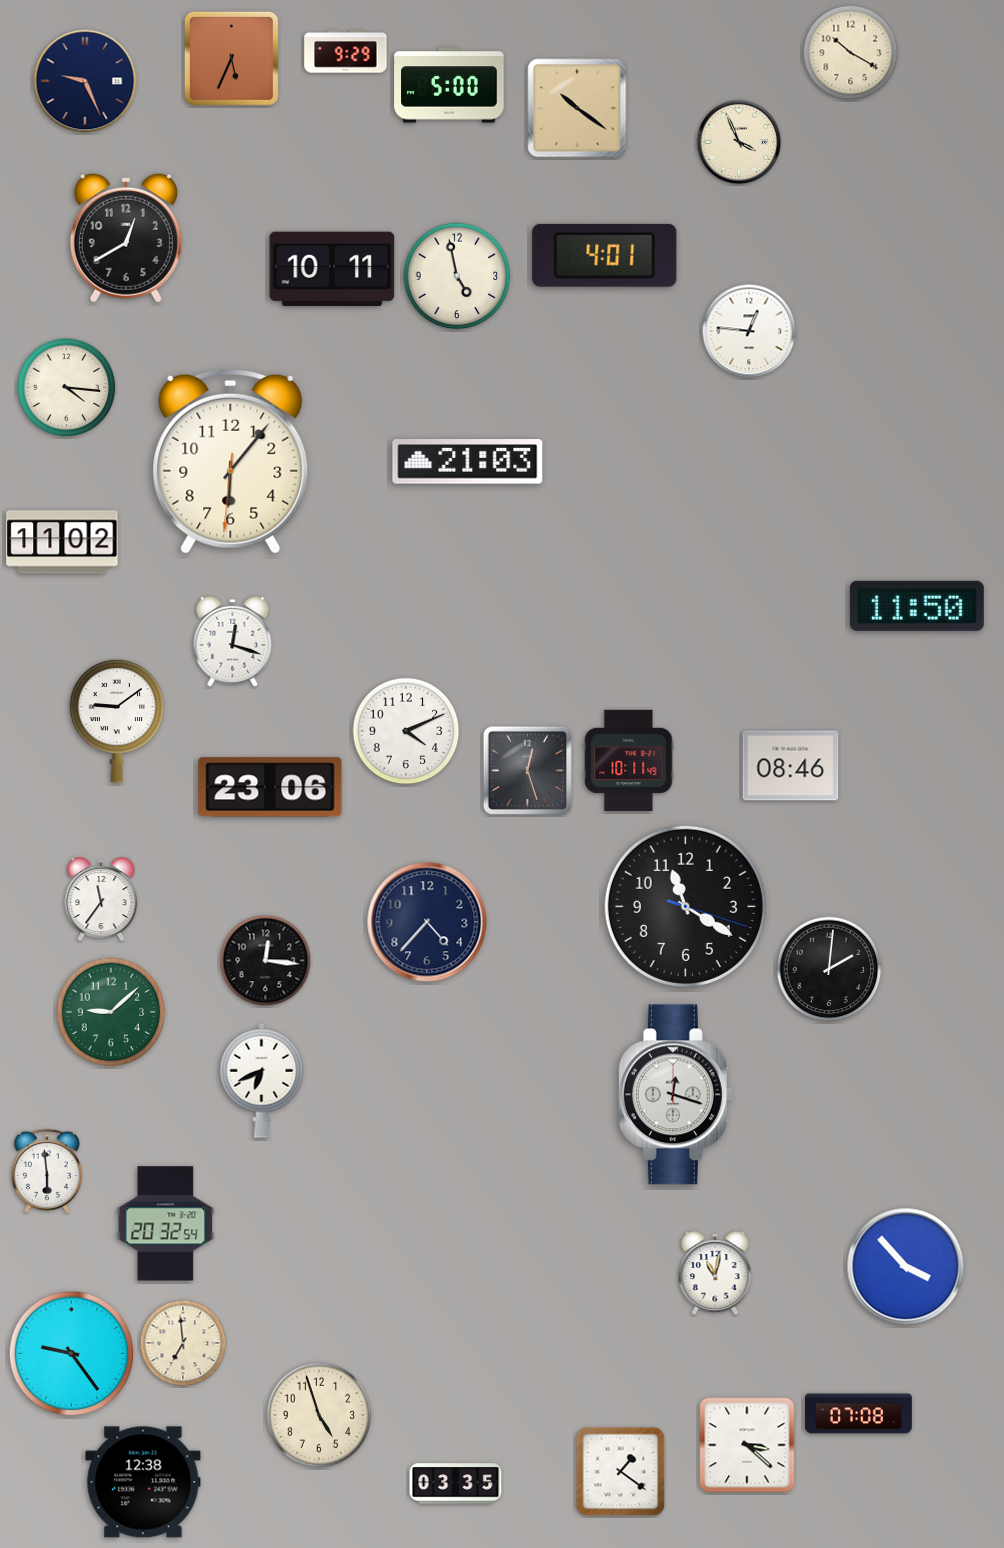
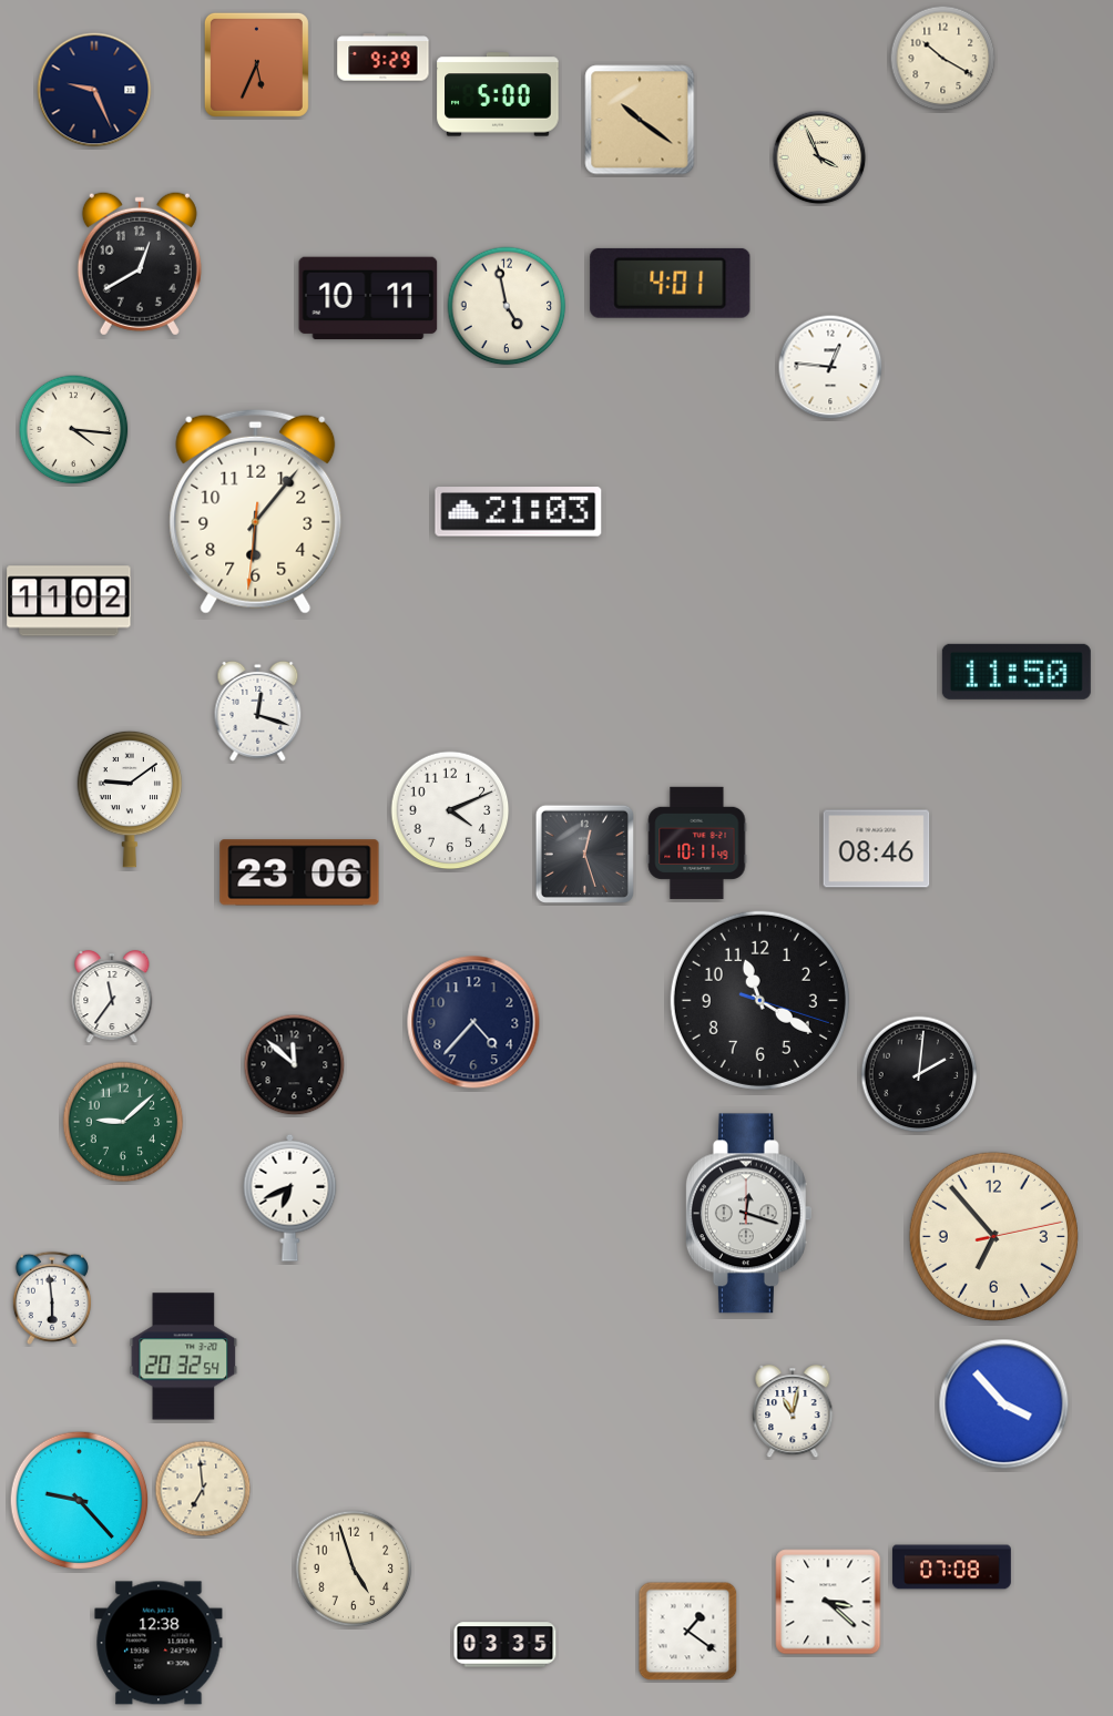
clock at (685, 906) position: (685, 906) -> (759, 1000)
clock at (266, 961): 12:16 -> 11:52
clock at (993, 1236): none -> 6:53
clock at (72, 1354): 9:24 -> 9:23
